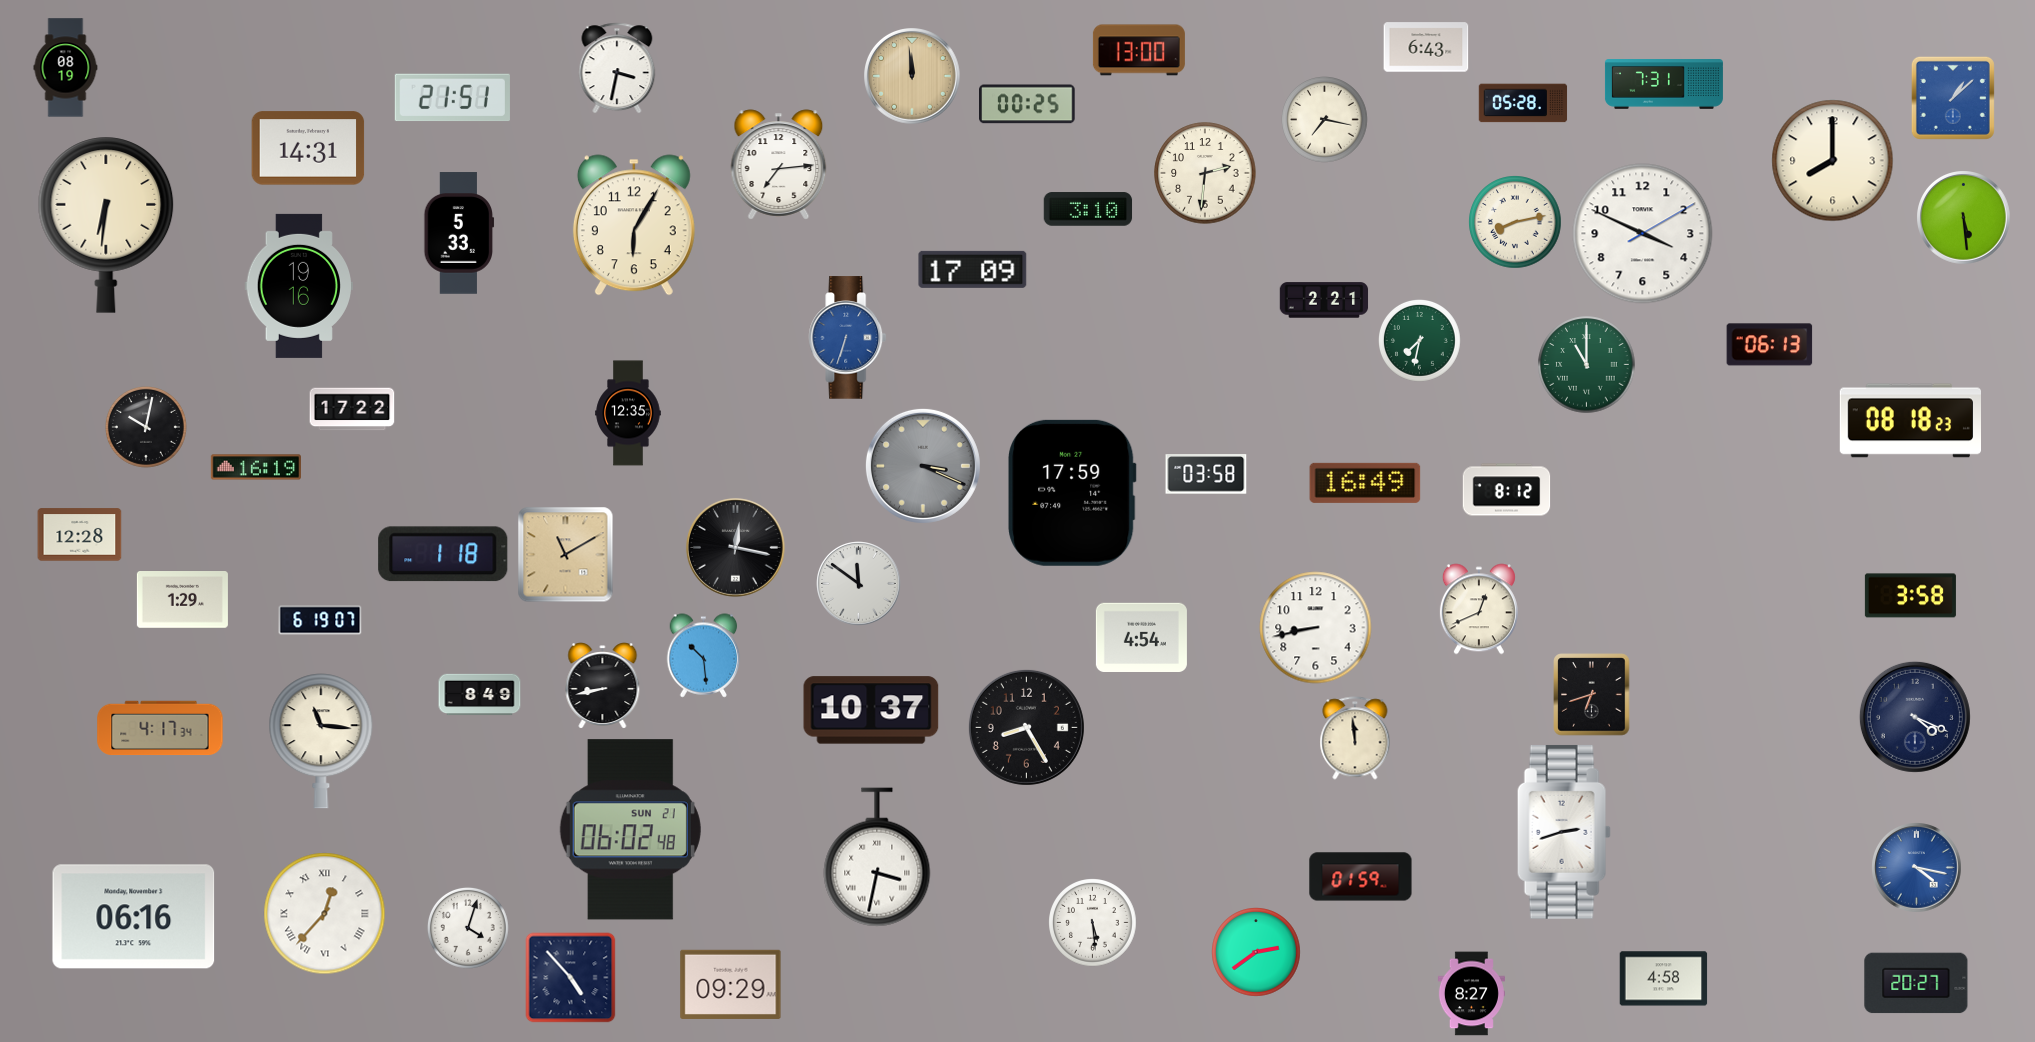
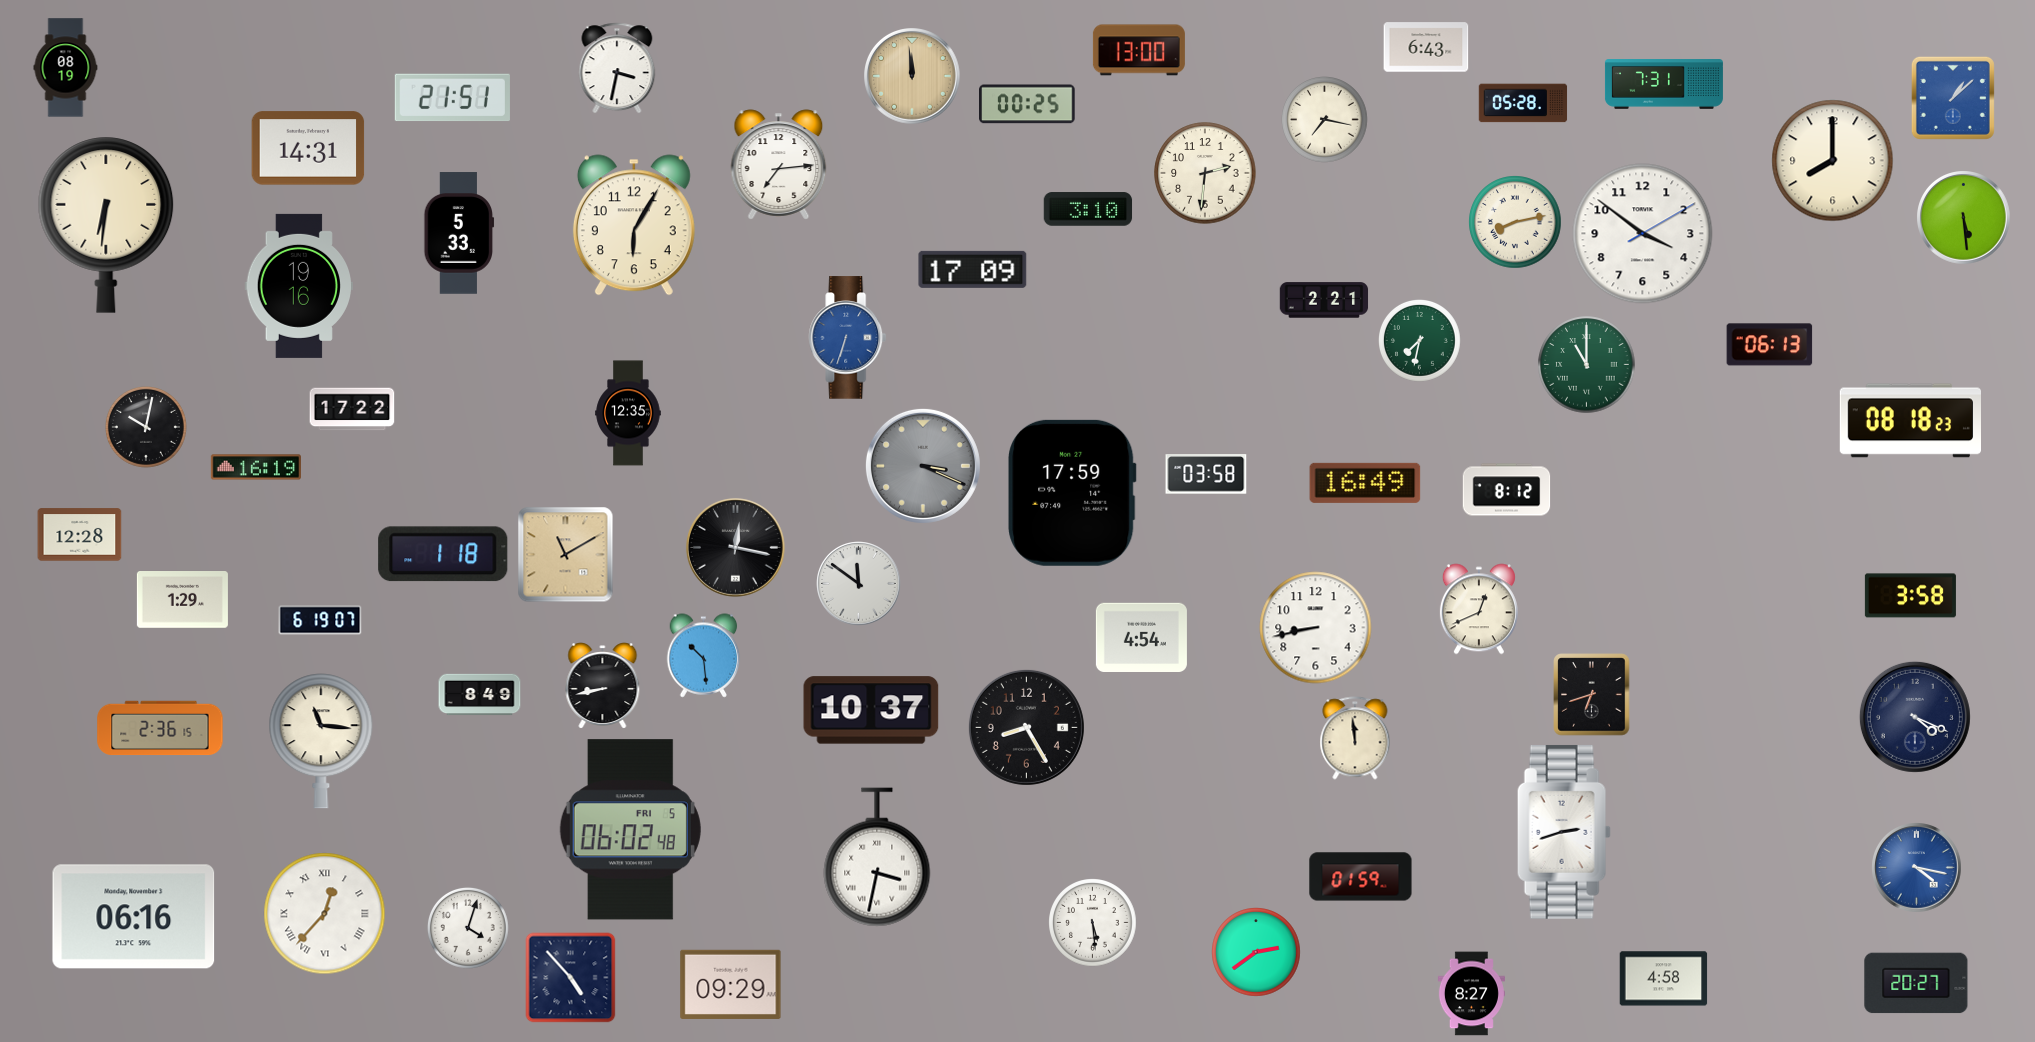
clock at (1643, 234): 3:49 -> 3:51
clock at (160, 728): 4:17 -> 2:36
clock at (630, 830) date: SUN 21 -> FRI 5
